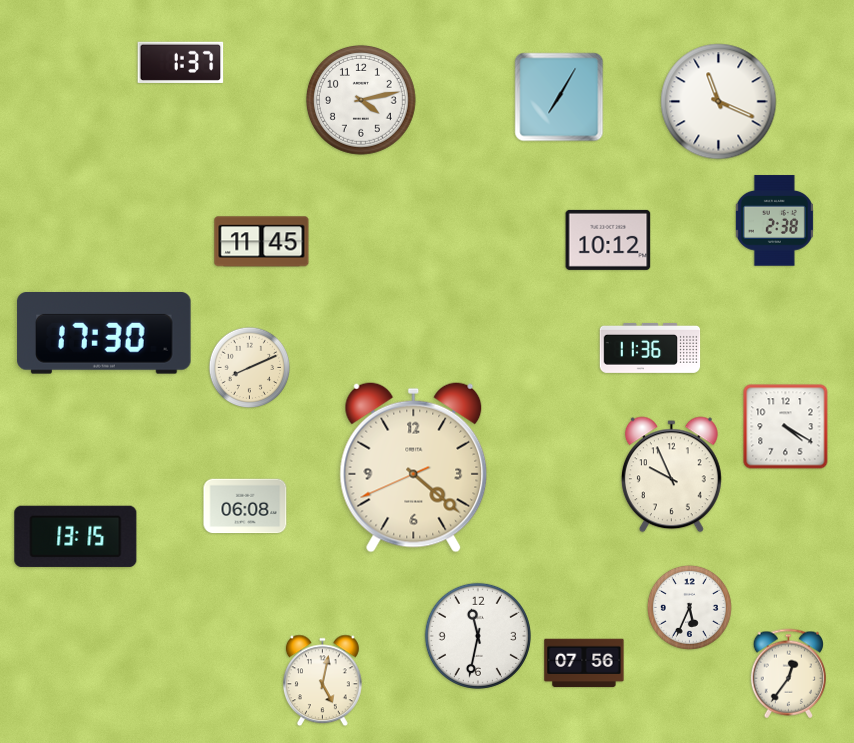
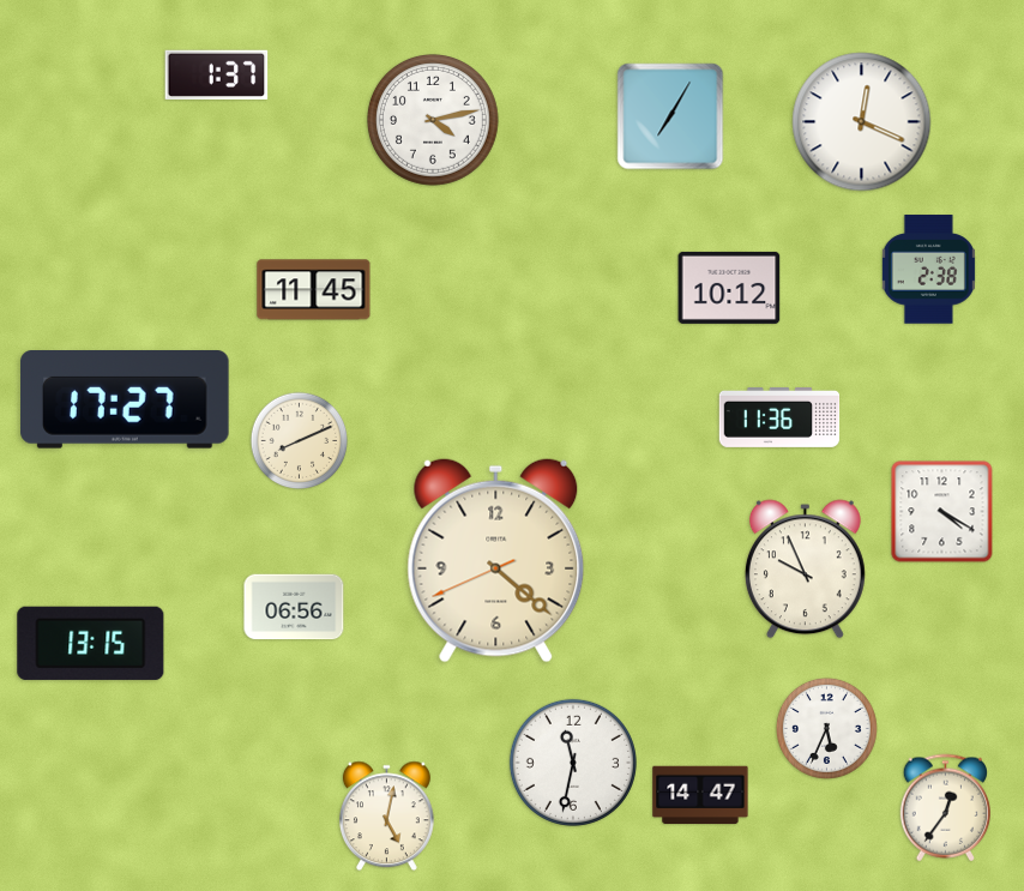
clock at (719, 102): 11:19 -> 12:19
clock at (774, 221) position: (774, 221) -> (928, 270)
clock at (104, 334): 17:30 -> 17:27
clock at (245, 506): 06:08 -> 06:56
clock at (584, 663): 07:56 -> 14:47
